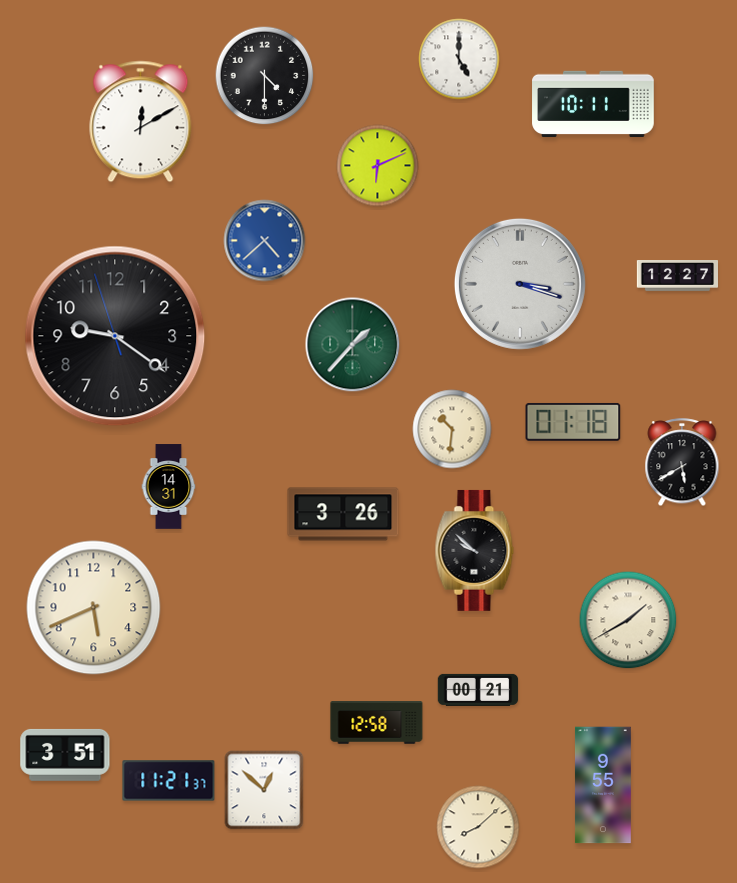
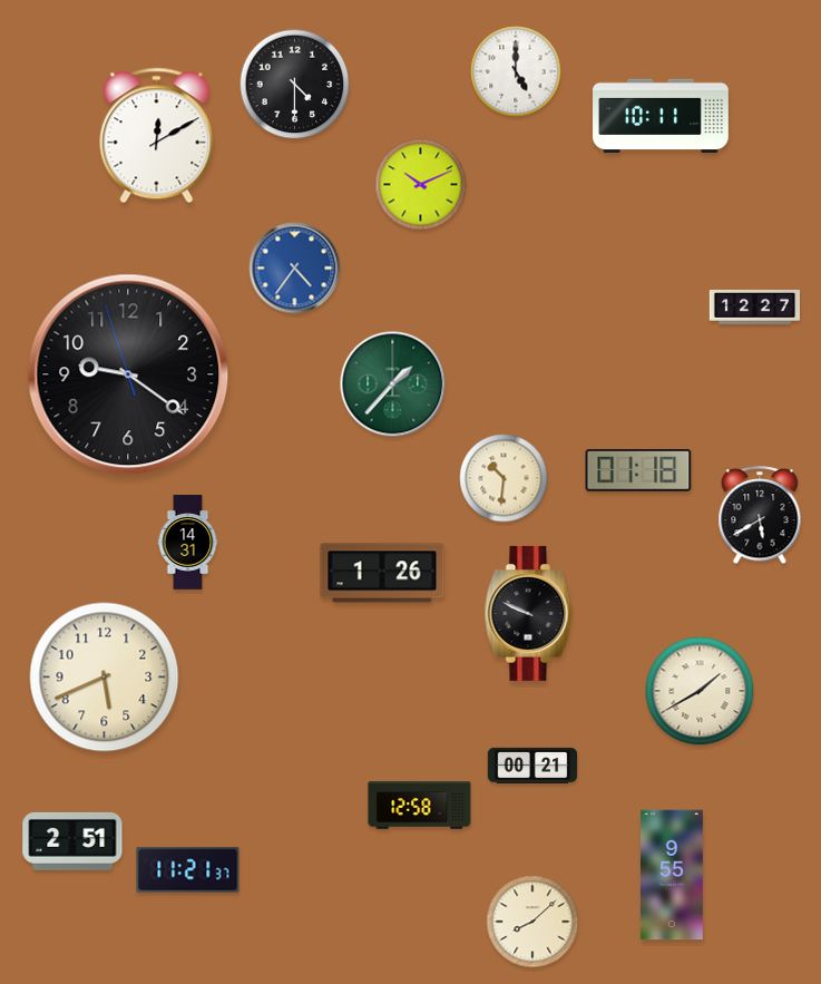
clock at (459, 59) position: (459, 59) -> (516, 71)
clock at (378, 166): 6:11 -> 10:11
clock at (265, 241): 4:38 -> 4:36
clock at (520, 284): 3:18 -> none
clock at (343, 514): 3:26 -> 1:26
clock at (475, 550): 9:52 -> 9:49
clock at (478, 690) position: (478, 690) -> (532, 766)
clock at (65, 755): 3:51 -> 2:51
clock at (264, 790): 12:52 -> none
